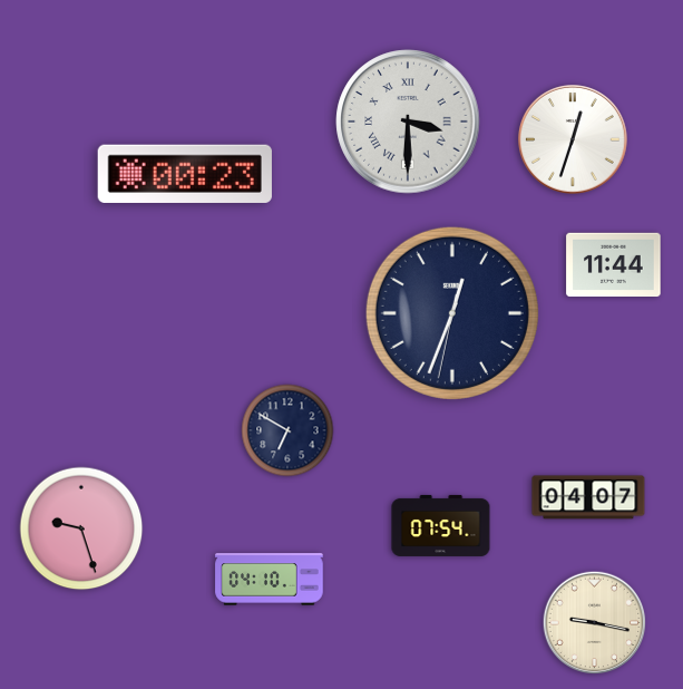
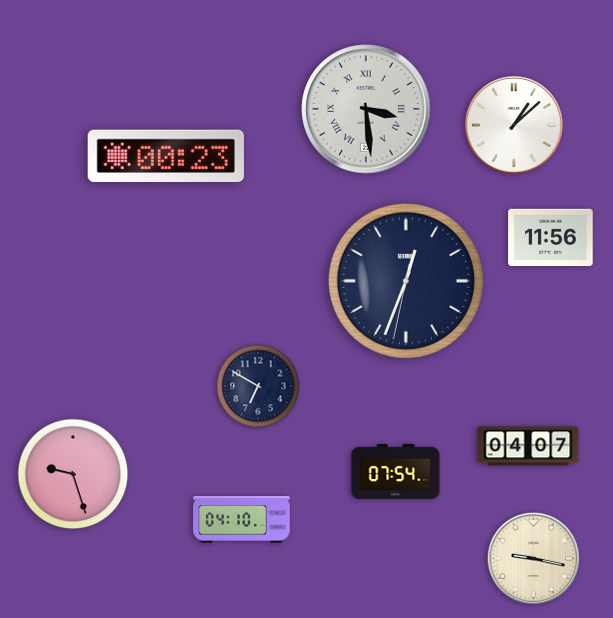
clock at (408, 122): 3:30 -> 3:29
clock at (573, 139): 12:33 -> 1:08
clock at (614, 265): 11:44 -> 11:56
